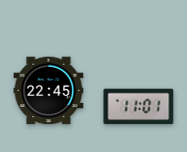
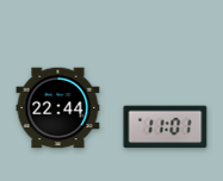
clock at (49, 91): 22:45 -> 22:44
